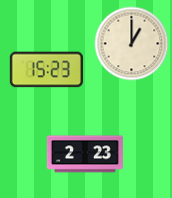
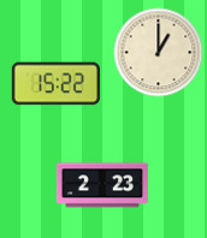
clock at (46, 70): 15:23 -> 15:22
